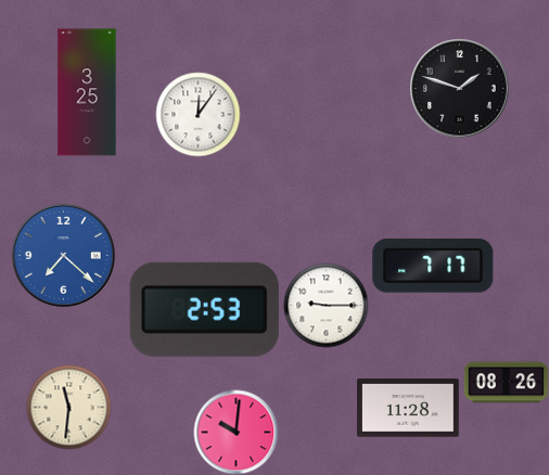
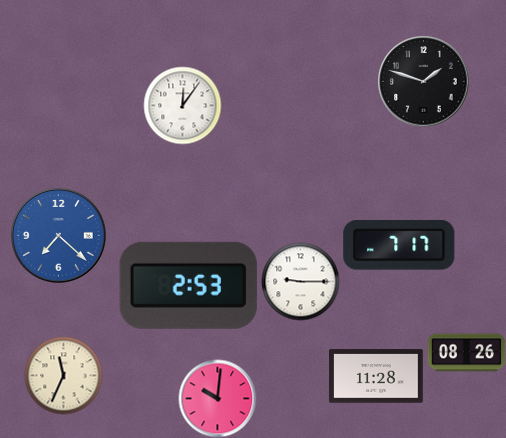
clock at (87, 92): 3:25 -> none
clock at (68, 407): 11:31 -> 11:34
